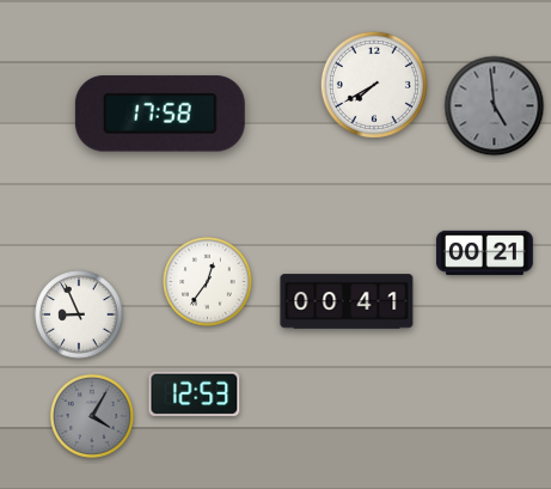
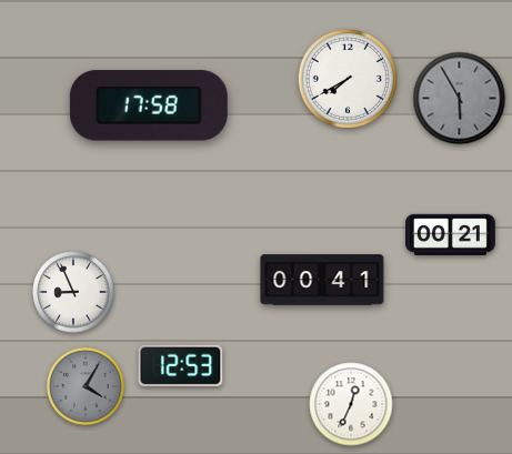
clock at (495, 106): 4:59 -> 5:55
clock at (208, 282): 12:36 -> none
clock at (351, 404): none -> 12:34
